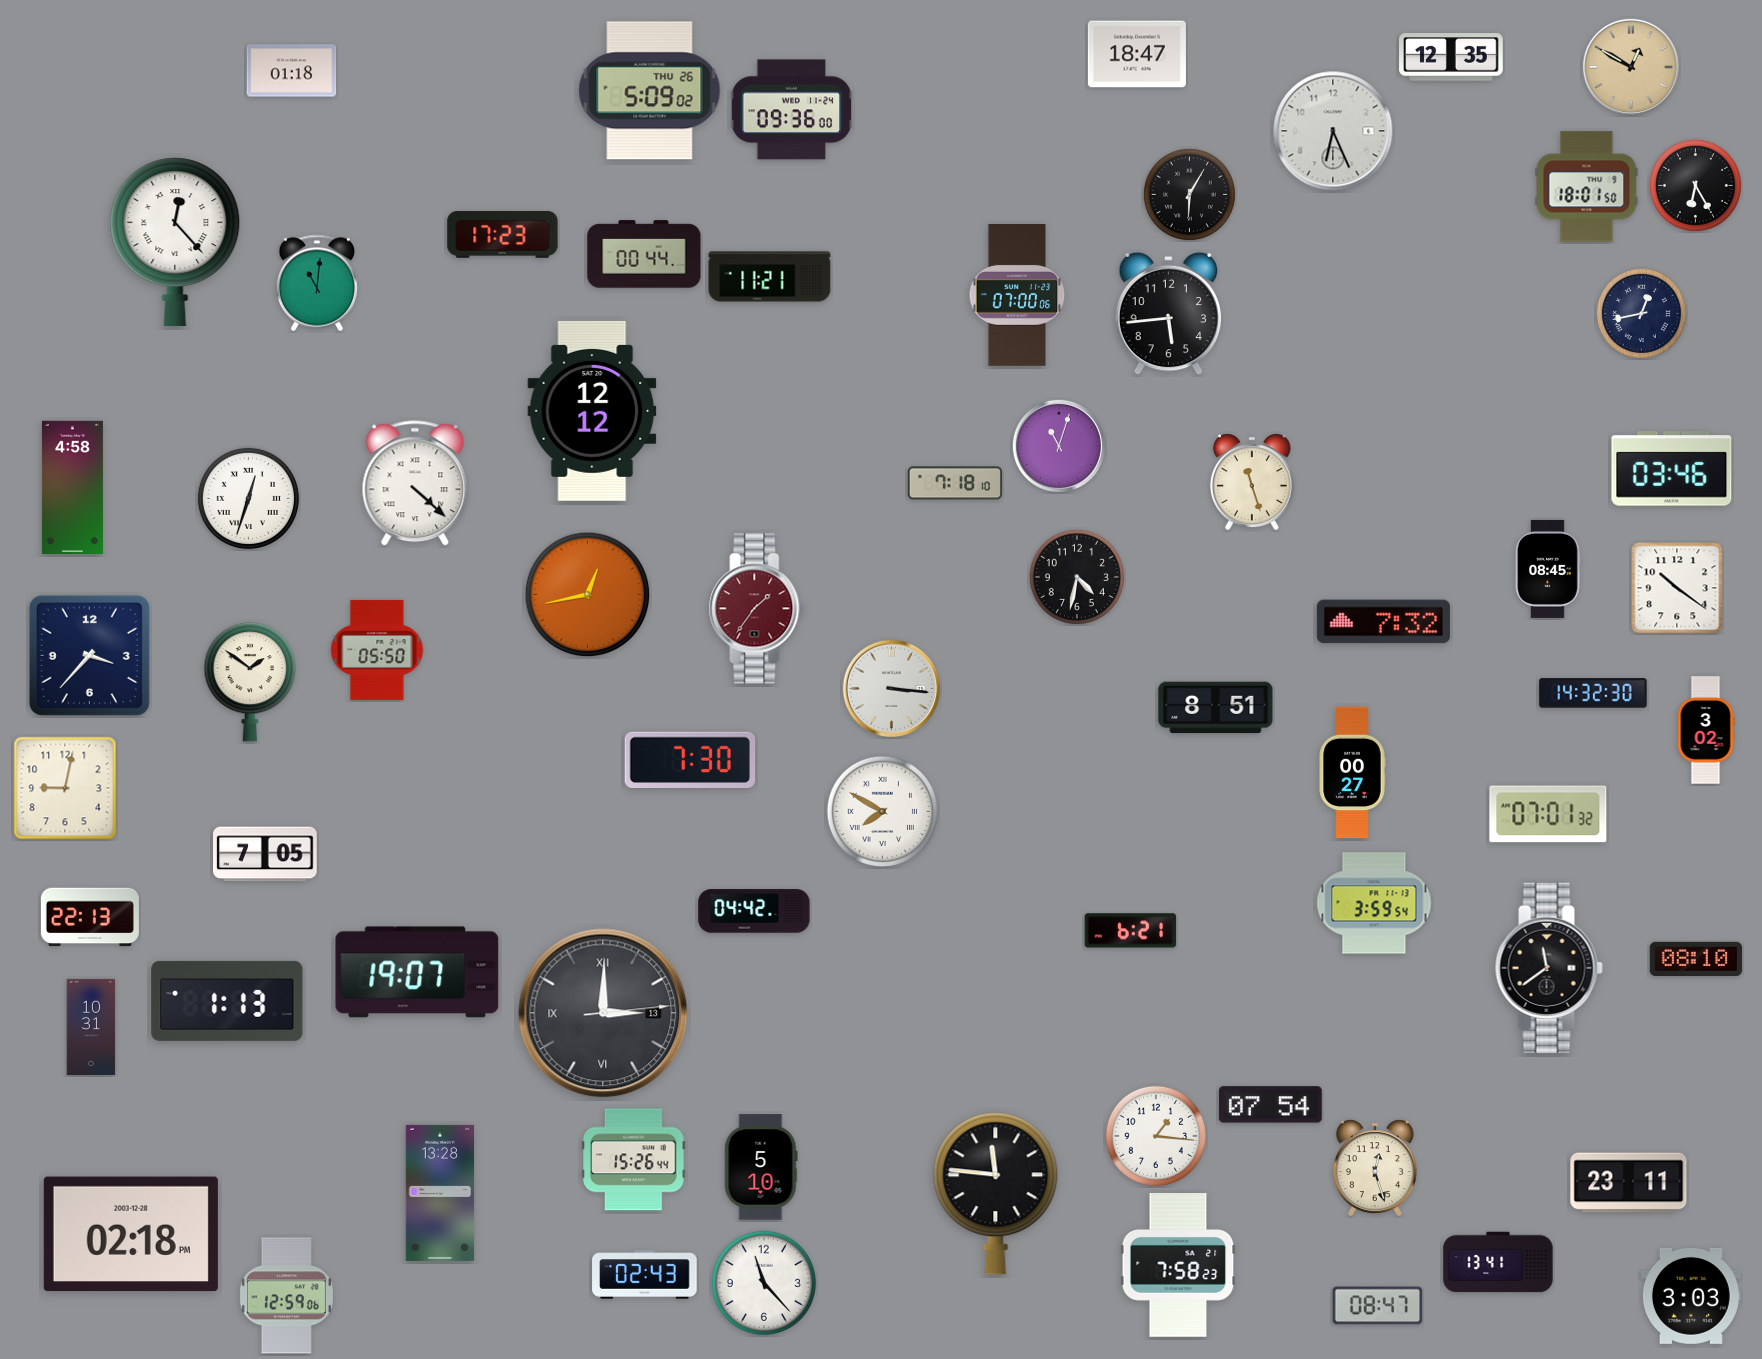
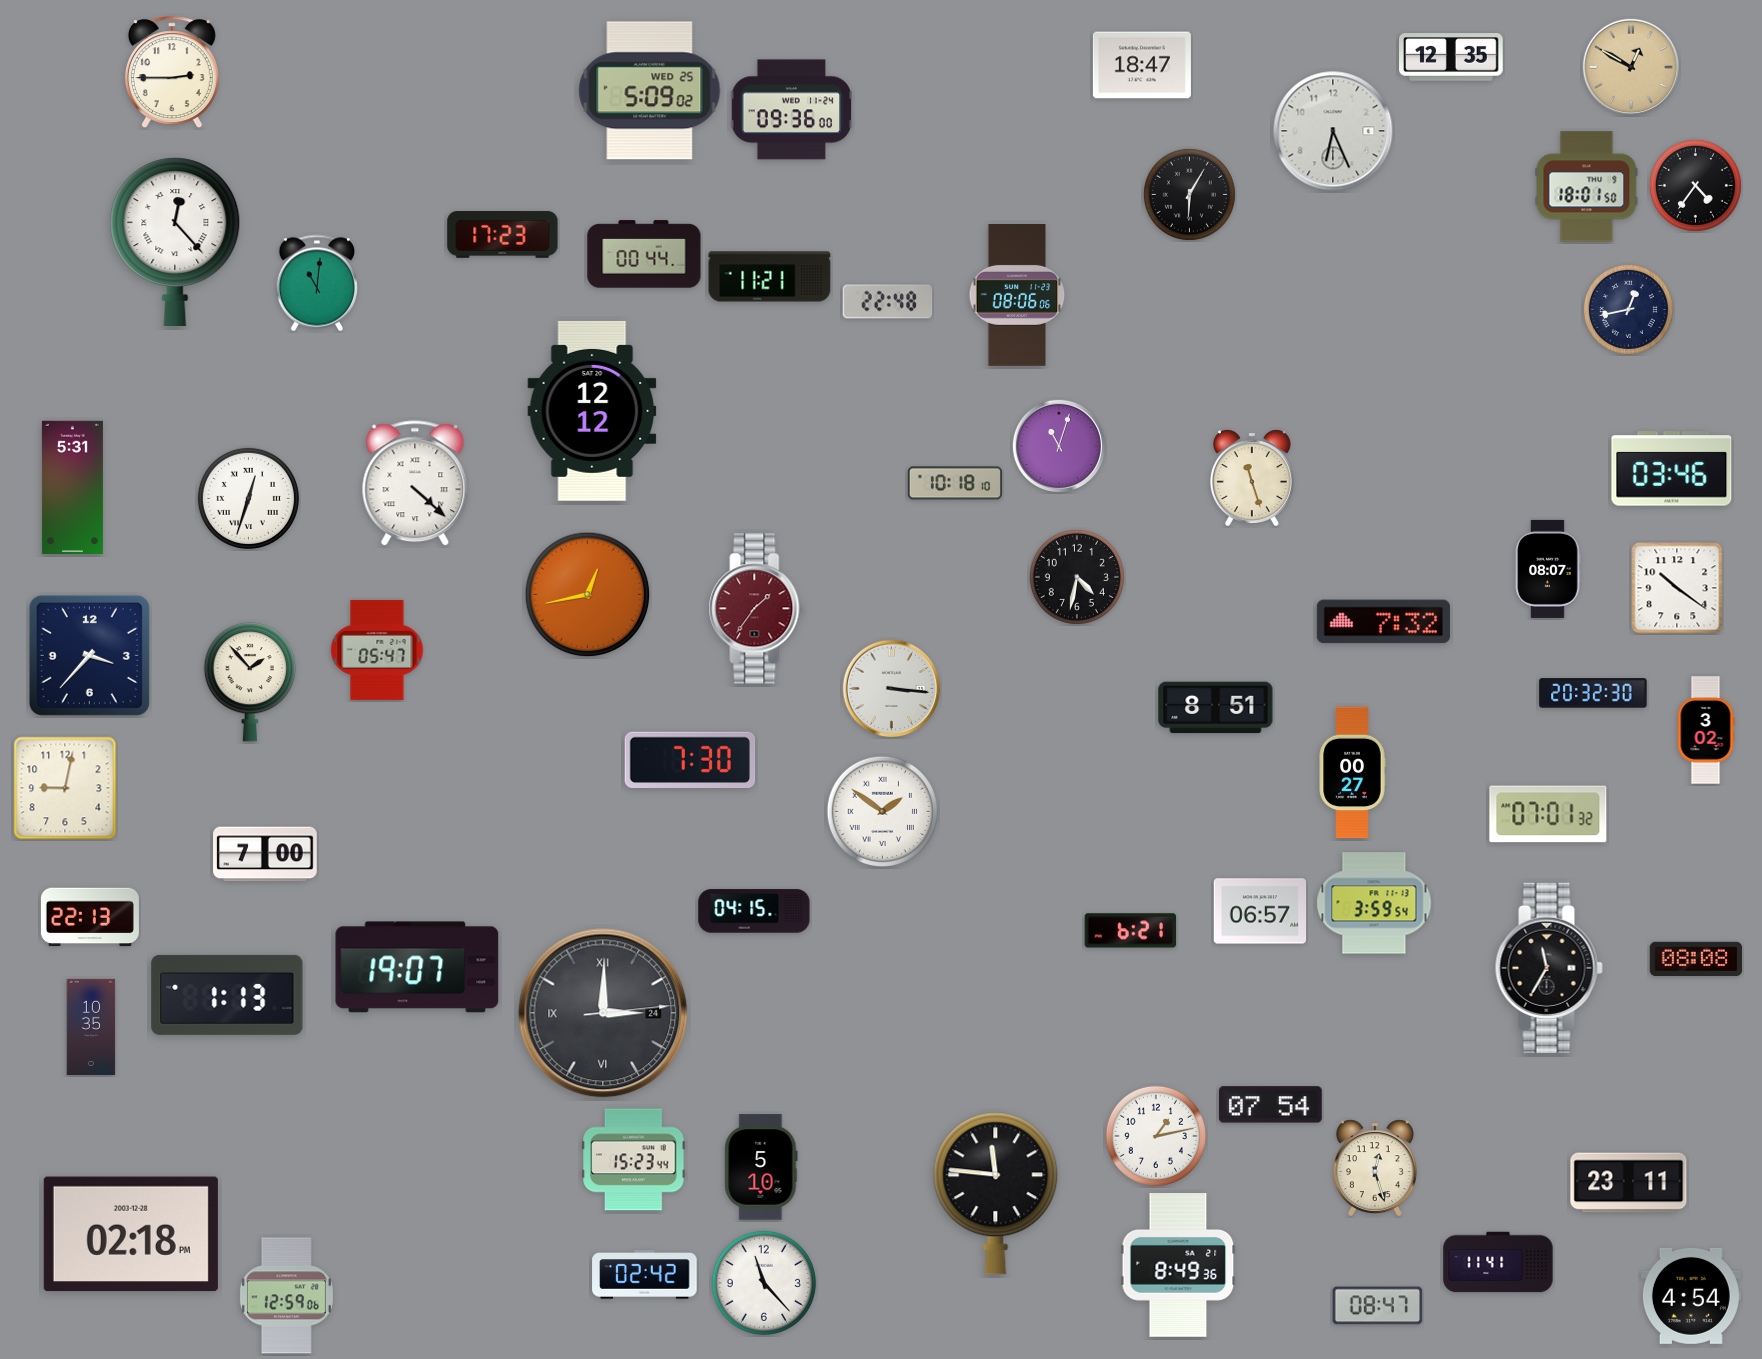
clock at (1137, 54) position: (1137, 54) -> (1142, 65)
clock at (292, 71): 01:18 -> none
clock at (172, 72): none -> 2:45
clock at (650, 91) date: THU 26 -> WED 25
clock at (1695, 185): 6:25 -> 4:36
clock at (1017, 296): 07:00 -> 08:06
clock at (888, 302): none -> 22:48
clock at (1641, 313) position: (1641, 313) -> (1628, 309)
clock at (1168, 314): 5:44 -> none
clock at (1252, 481) position: (1252, 481) -> (1252, 477)
clock at (954, 483): 7:18 -> 10:18
clock at (72, 487): 4:58 -> 5:31
clock at (1548, 569): 08:45 -> 08:07
clock at (377, 650): 05:50 -> 05:47
clock at (249, 682): 1:51 -> 1:53
clock at (1593, 693): 14:32 -> 20:32
clock at (882, 811): 7:50 -> 1:51
clock at (265, 854): 7:05 -> 7:00
clock at (754, 911): 04:42 -> 04:15
clock at (1260, 911): none -> 06:57
clock at (1696, 958): 08:10 -> 08:08
clock at (1549, 967): 11:39 -> 11:35
clock at (417, 972) position: (417, 972) -> (417, 967)
clock at (227, 1001) position: (227, 1001) -> (227, 995)
clock at (603, 1013) date: 13 -> 24
clock at (91, 1027): 10:31 -> 10:35
clock at (1156, 1136): 1:16 -> 1:13
clock at (634, 1160): 15:26 -> 15:23
clock at (440, 1193): 13:28 -> none
clock at (1498, 1262): 13:41 -> 11:41
clock at (1178, 1265): 7:58 -> 8:49
clock at (645, 1275): 02:43 -> 02:42
clock at (1691, 1296): 3:03 -> 4:54
